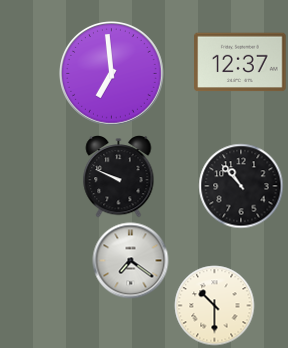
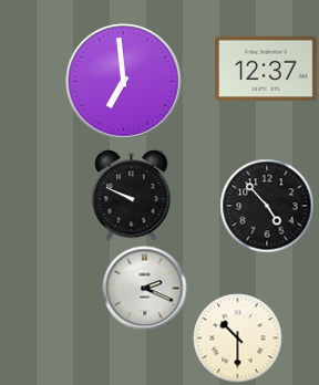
clock at (241, 186): 10:53 -> 4:53
clock at (131, 261): 7:21 -> 2:19
